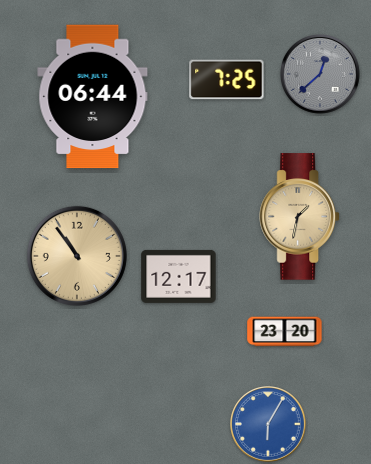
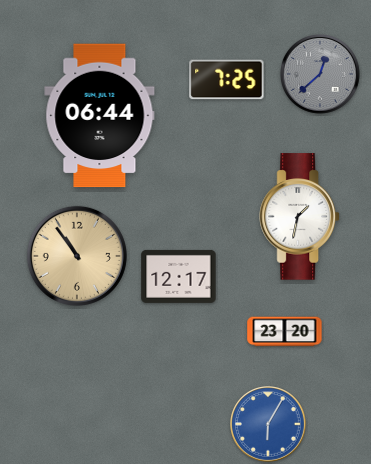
clock at (93, 97) position: (93, 97) -> (100, 116)
clock at (300, 217) dial: champagne -> white
